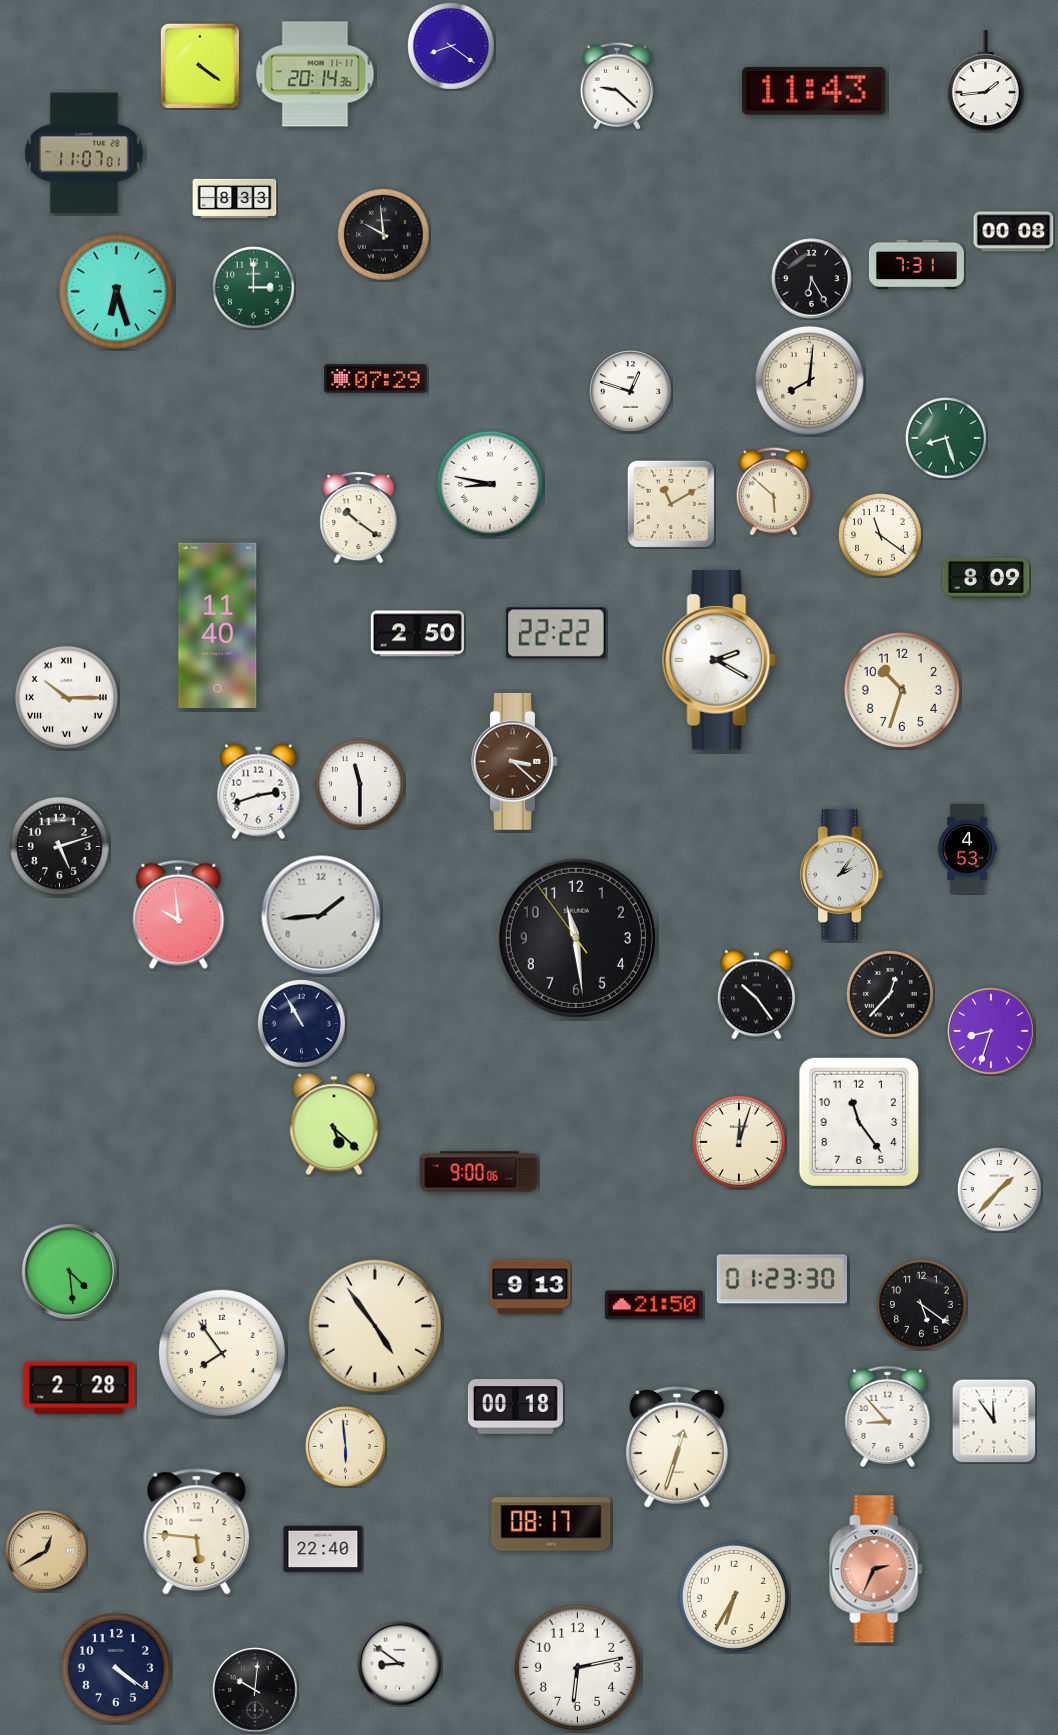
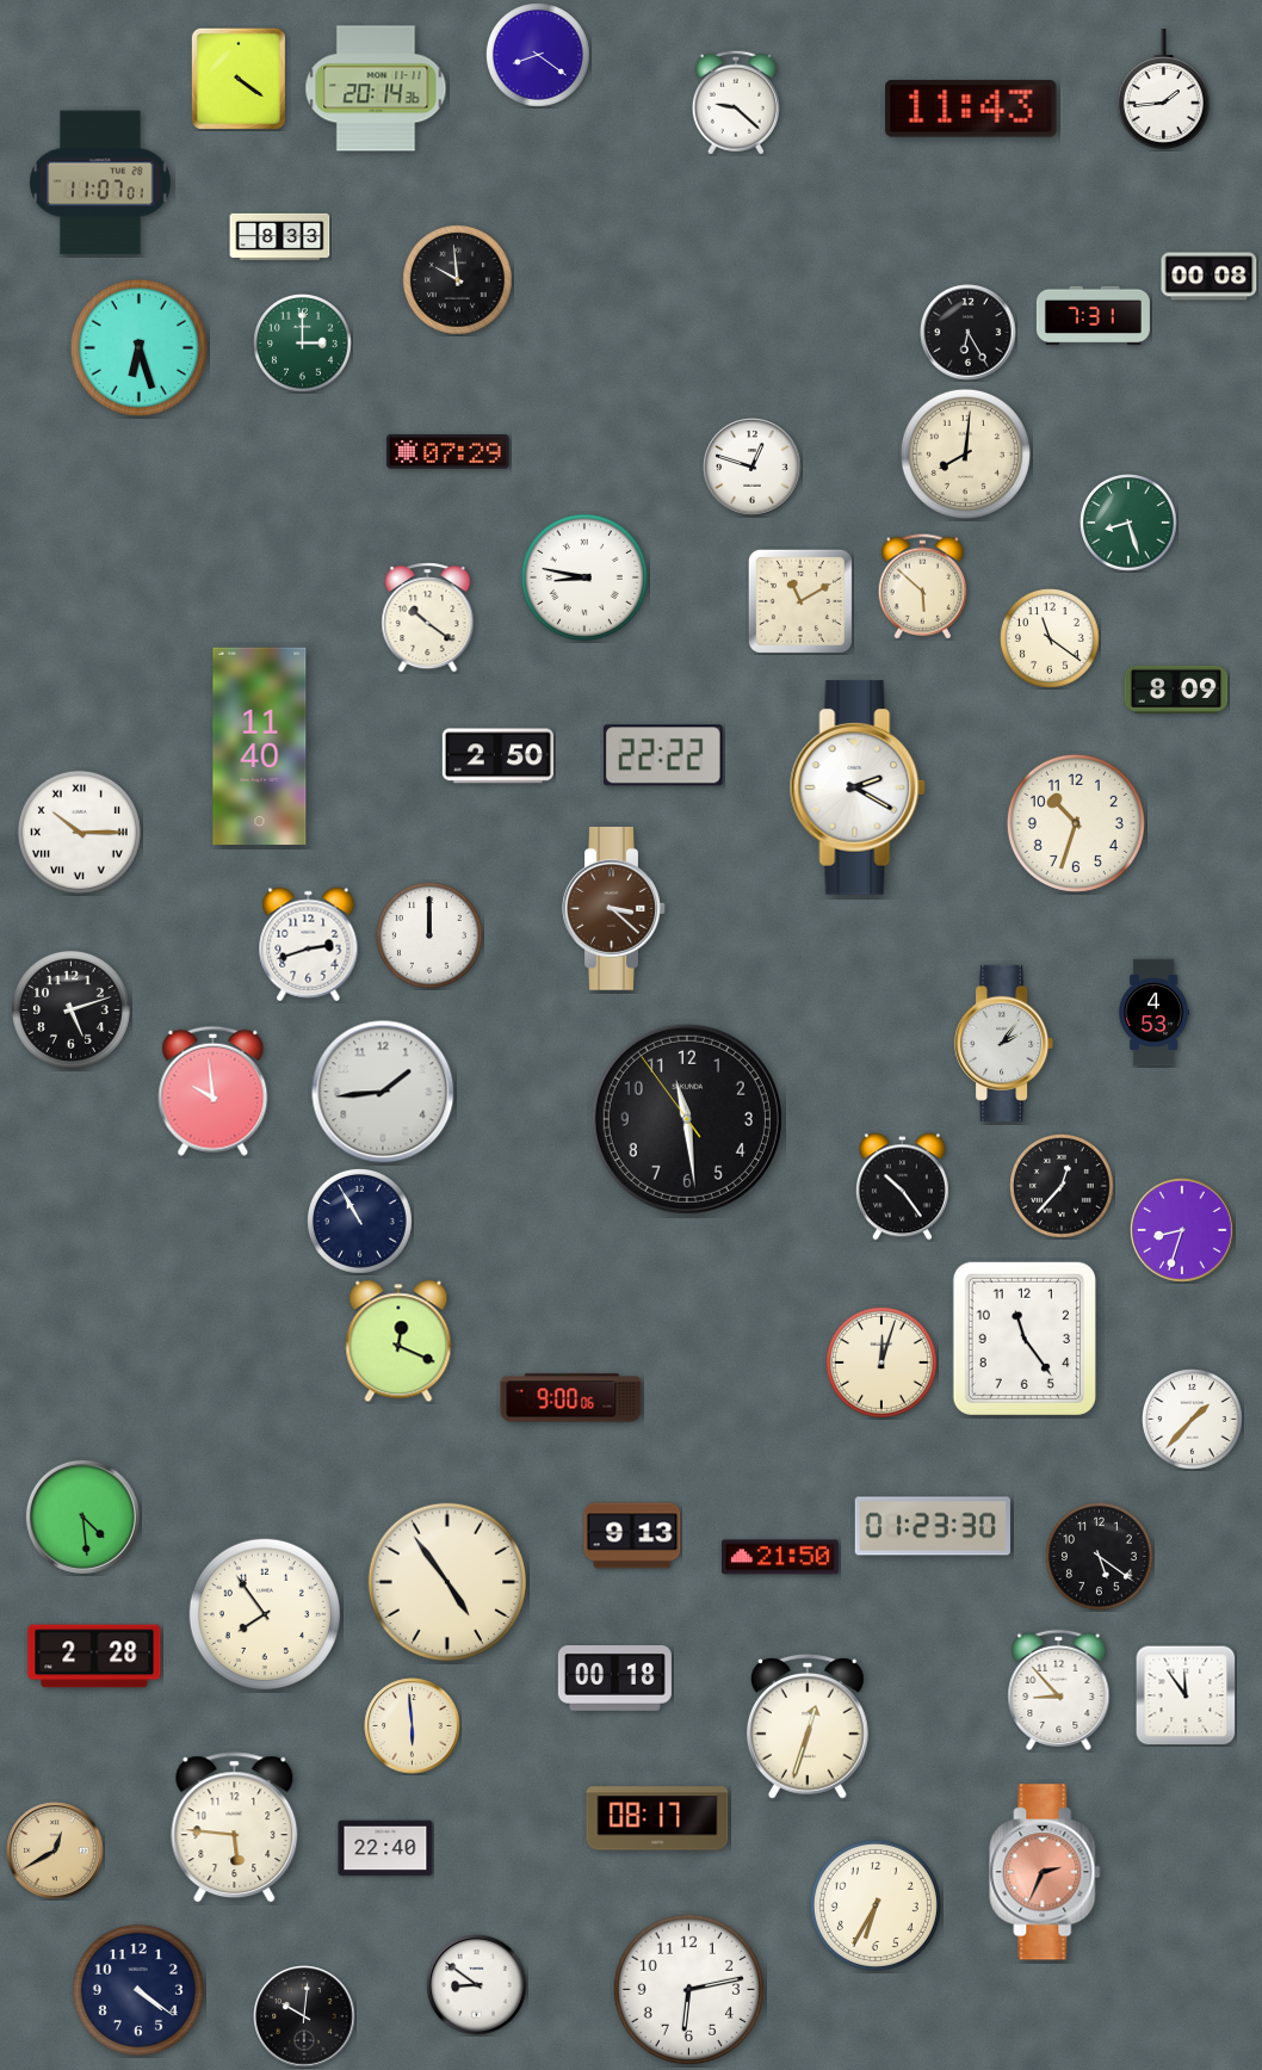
clock at (985, 80) position: (985, 80) -> (1163, 88)
clock at (360, 784): 11:30 -> 12:00
clock at (334, 1124): 5:22 -> 12:19
